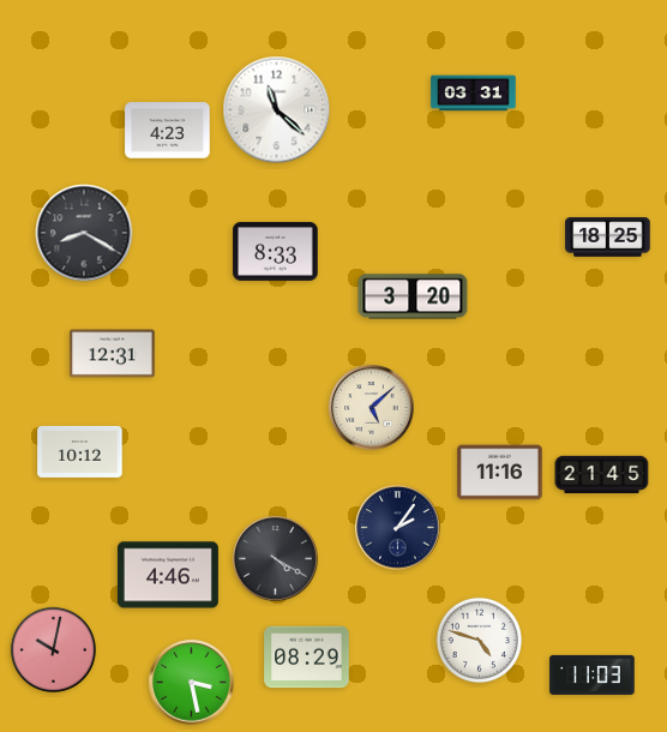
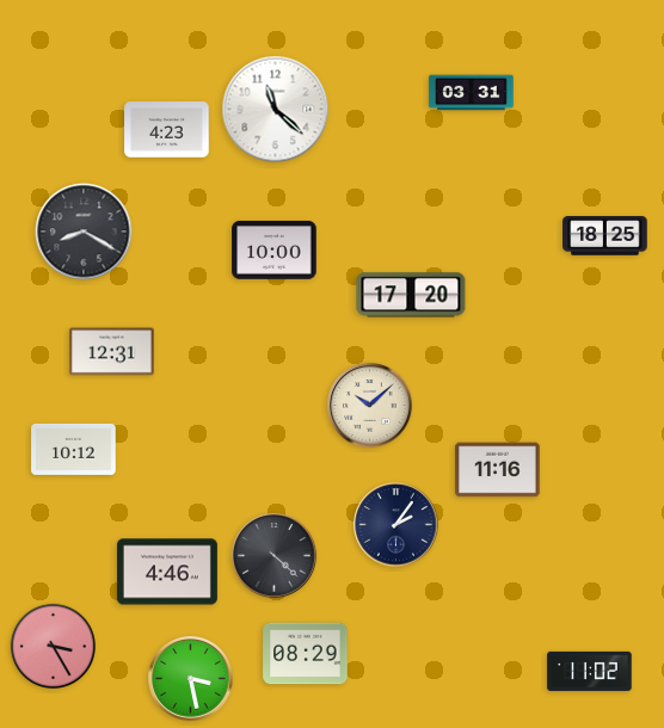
clock at (276, 251): 8:33 -> 10:00
clock at (413, 296): 3:20 -> 17:20
clock at (372, 408): 5:08 -> 10:08
clock at (80, 451) position: (80, 451) -> (74, 449)
clock at (602, 475): 21:45 -> none
clock at (276, 559): 4:20 -> 4:22
clock at (479, 640): 4:48 -> none
clock at (53, 649): 10:02 -> 3:25
clock at (593, 674): 11:03 -> 11:02
